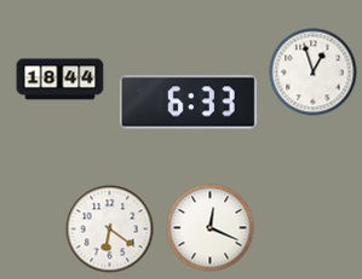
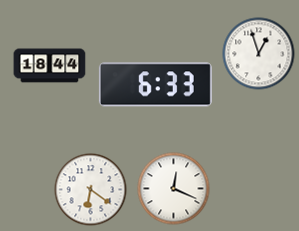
clock at (314, 72) position: (314, 72) -> (259, 54)
